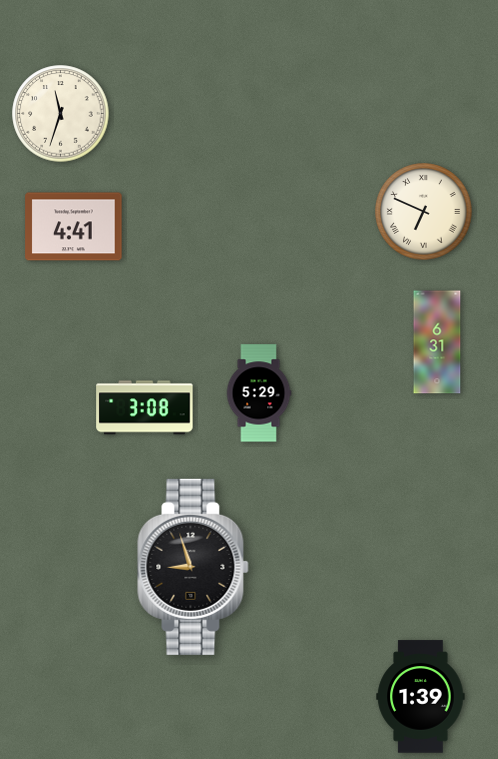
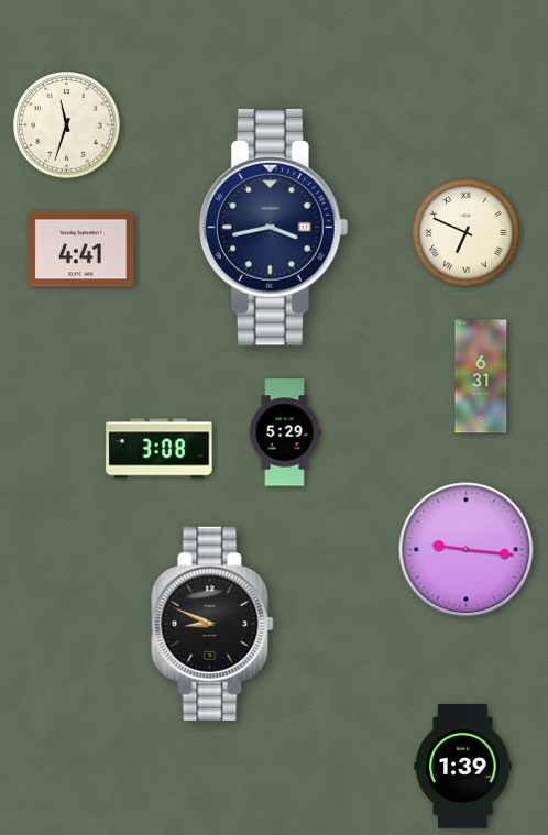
clock at (274, 228): none -> 3:43
clock at (467, 550): none -> 9:16
clock at (193, 567): 8:57 -> 8:49
